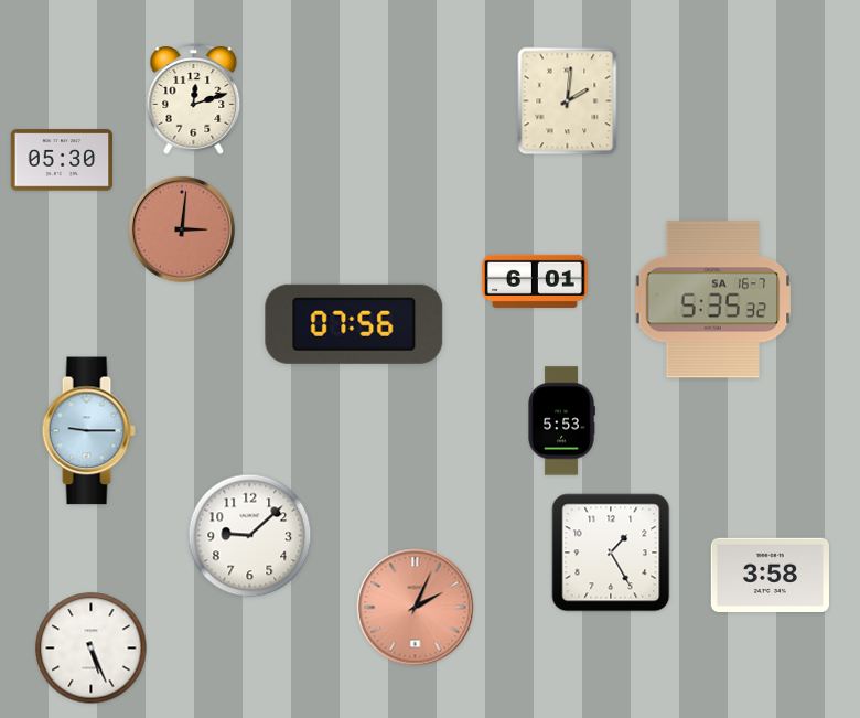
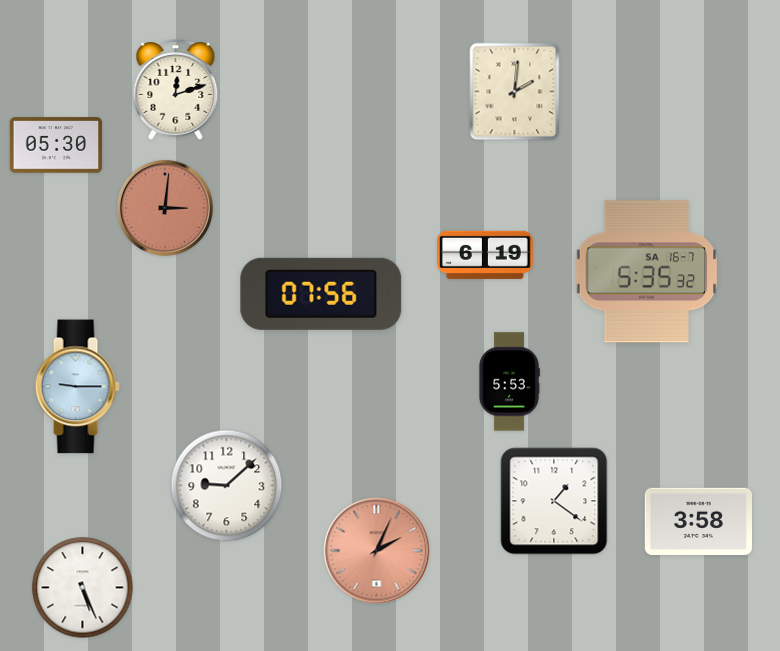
clock at (536, 281): 6:01 -> 6:19
clock at (88, 431) position: (88, 431) -> (77, 387)
clock at (611, 553): 1:25 -> 1:21
